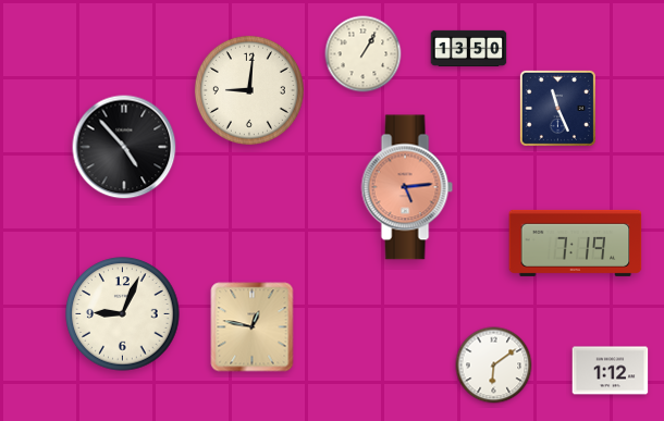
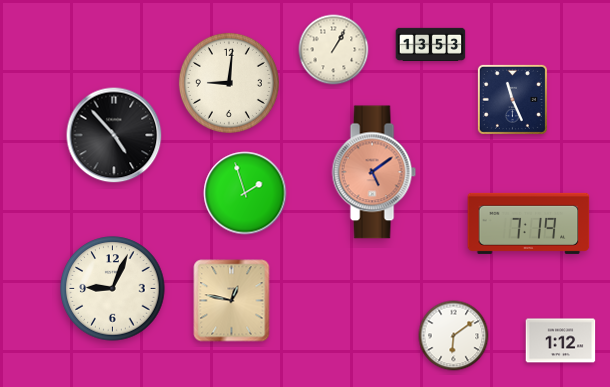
clock at (469, 49): 13:50 -> 13:53
clock at (407, 187): 5:14 -> 5:09
clock at (245, 193): none -> 1:57
